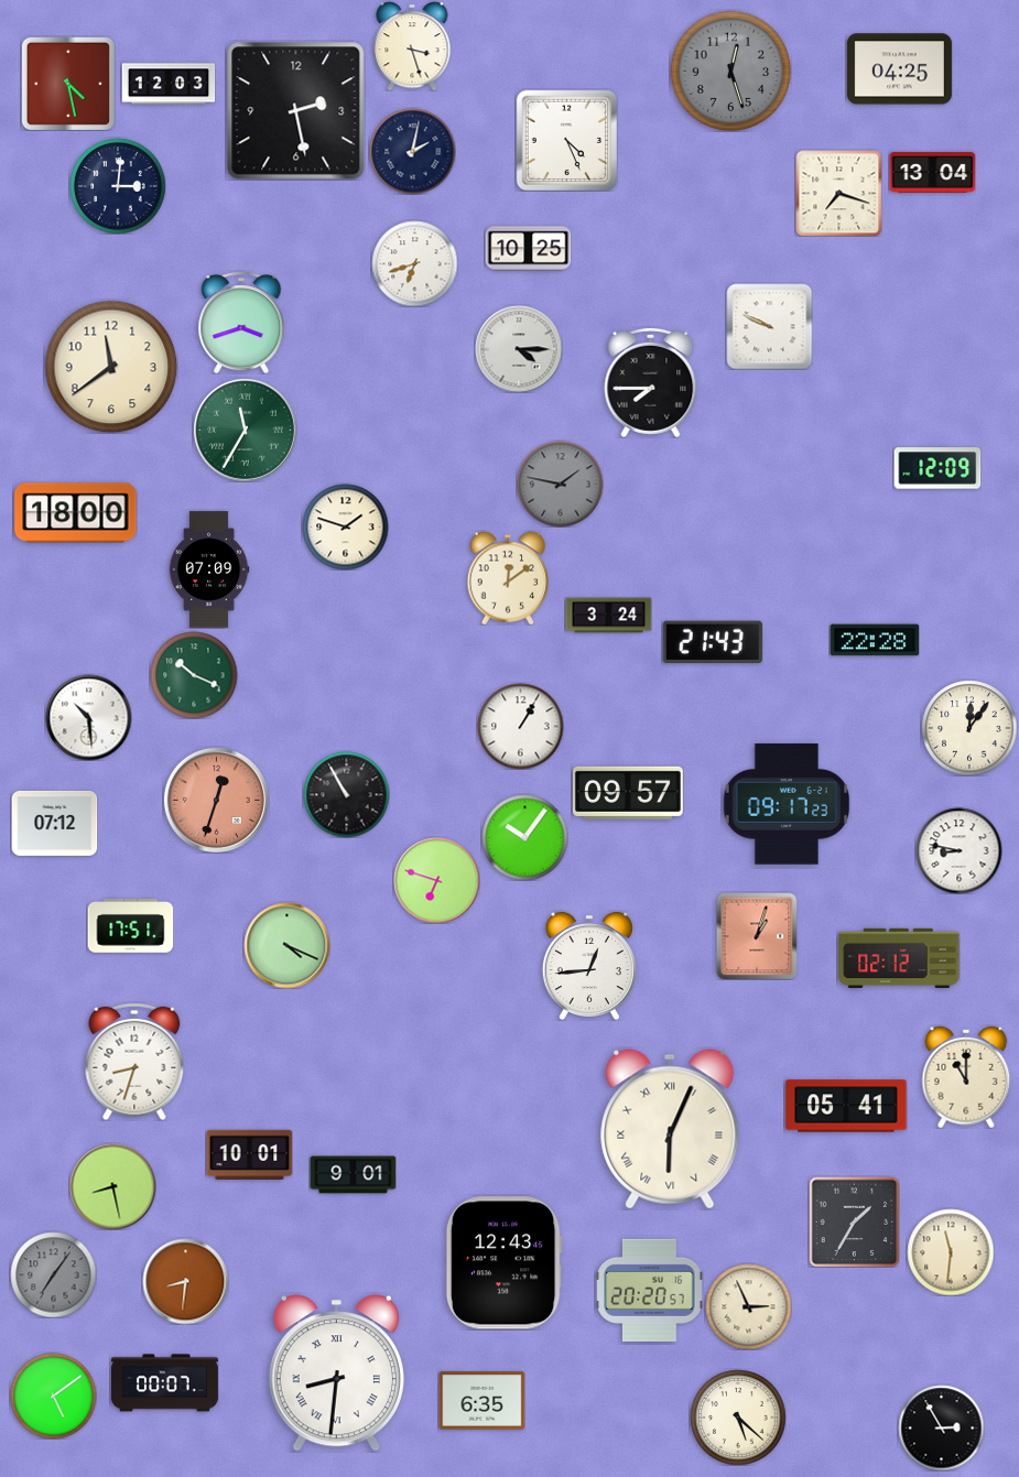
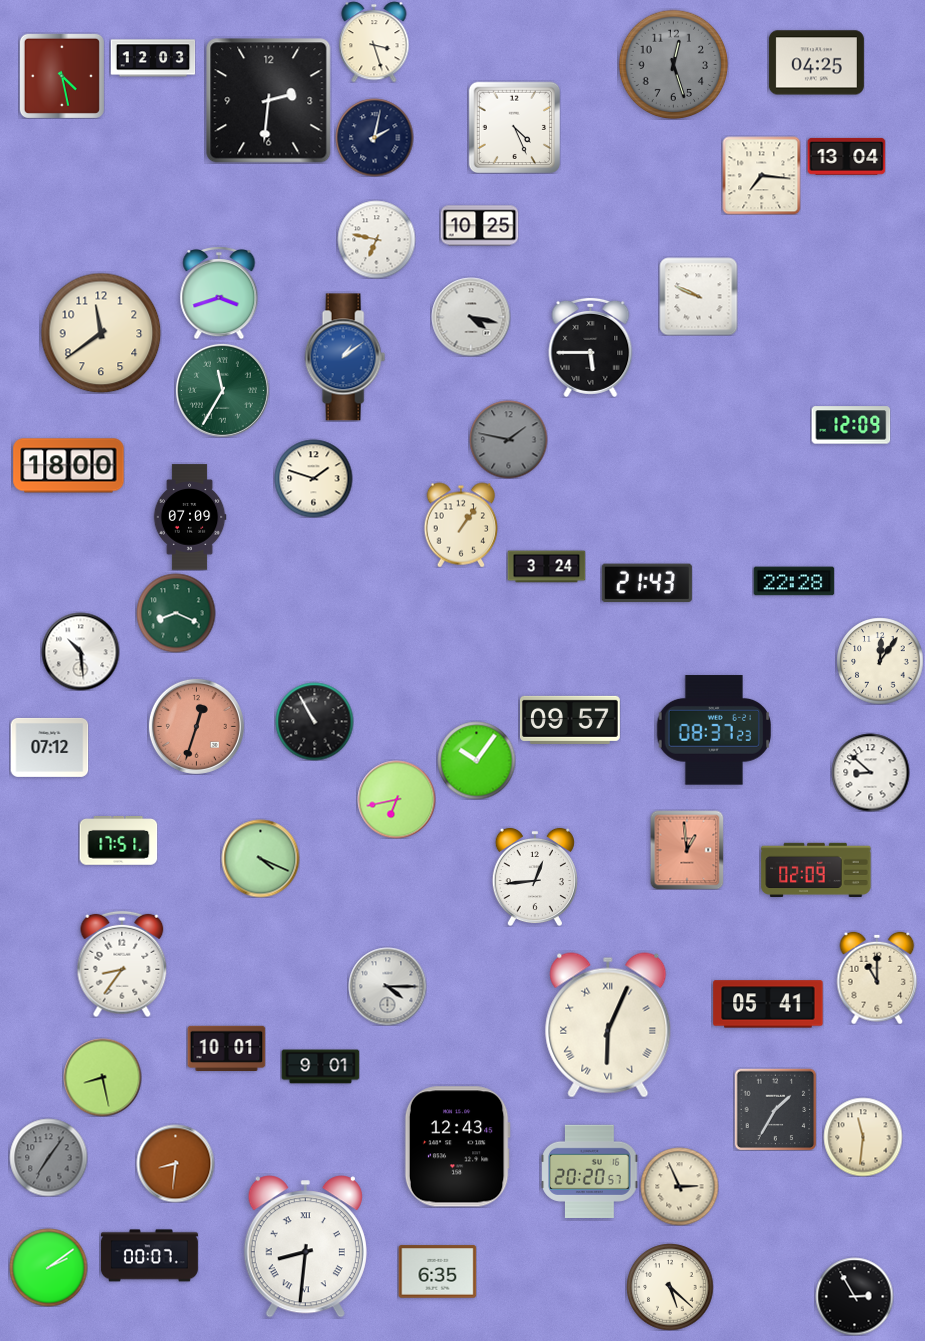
clock at (730, 70) position: (730, 70) -> (673, 64)
clock at (169, 84) position: (169, 84) -> (153, 58)
clock at (296, 111): 2:28 -> 2:31
clock at (118, 186): 3:01 -> none
clock at (838, 193): 7:18 -> 7:16
clock at (414, 263): 6:42 -> 6:47
clock at (519, 349): 4:15 -> 4:17
clock at (651, 382): 7:45 -> 5:45
clock at (345, 357): none -> 1:09
clock at (508, 578): 12:09 -> 1:06
clock at (608, 616) position: (608, 616) -> (546, 567)
clock at (194, 675): 10:19 -> 8:19
clock at (520, 726): 1:05 -> none
clock at (785, 804): 09:17 -> 08:37
clock at (958, 850): 8:47 -> 8:52
clock at (436, 880): 6:48 -> 6:43
clock at (757, 936): 1:03 -> 12:59
clock at (899, 957): 02:12 -> 02:09
clock at (134, 1062): 8:33 -> 8:36
clock at (387, 986): none -> 4:15
clock at (185, 1281) position: (185, 1281) -> (175, 1163)
clock at (53, 1395): 5:09 -> 2:09
